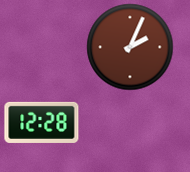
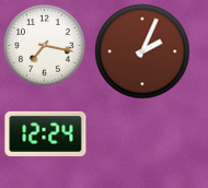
clock at (45, 46): none -> 7:17
clock at (42, 122): 12:28 -> 12:24
